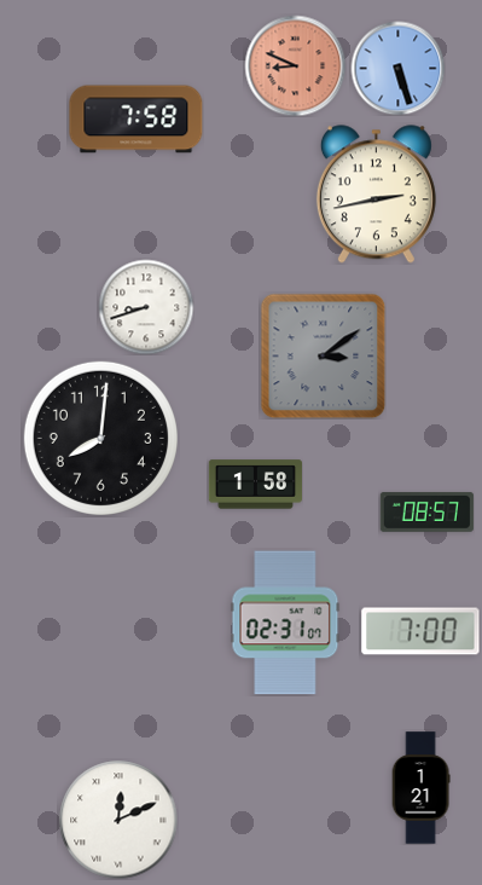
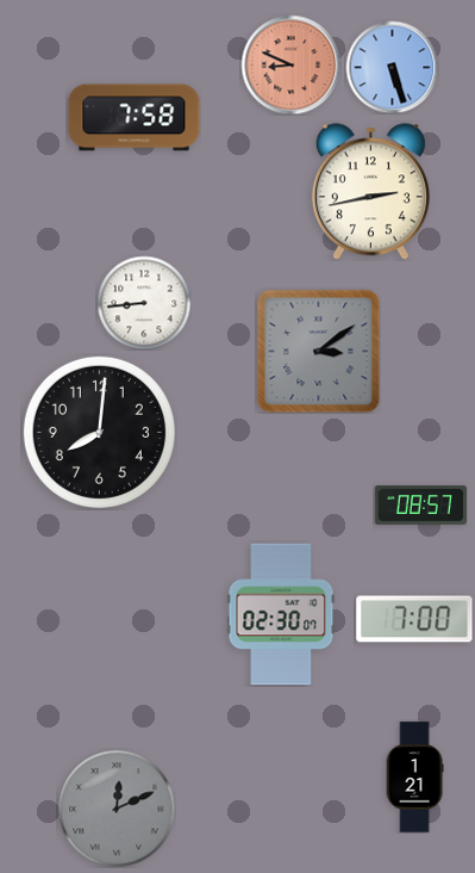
clock at (146, 307): 8:42 -> 8:44
clock at (255, 485): 1:58 -> none
clock at (285, 623): 02:31 -> 02:30
clock at (420, 631) position: (420, 631) -> (414, 619)
clock at (118, 820) dial: white -> grey
